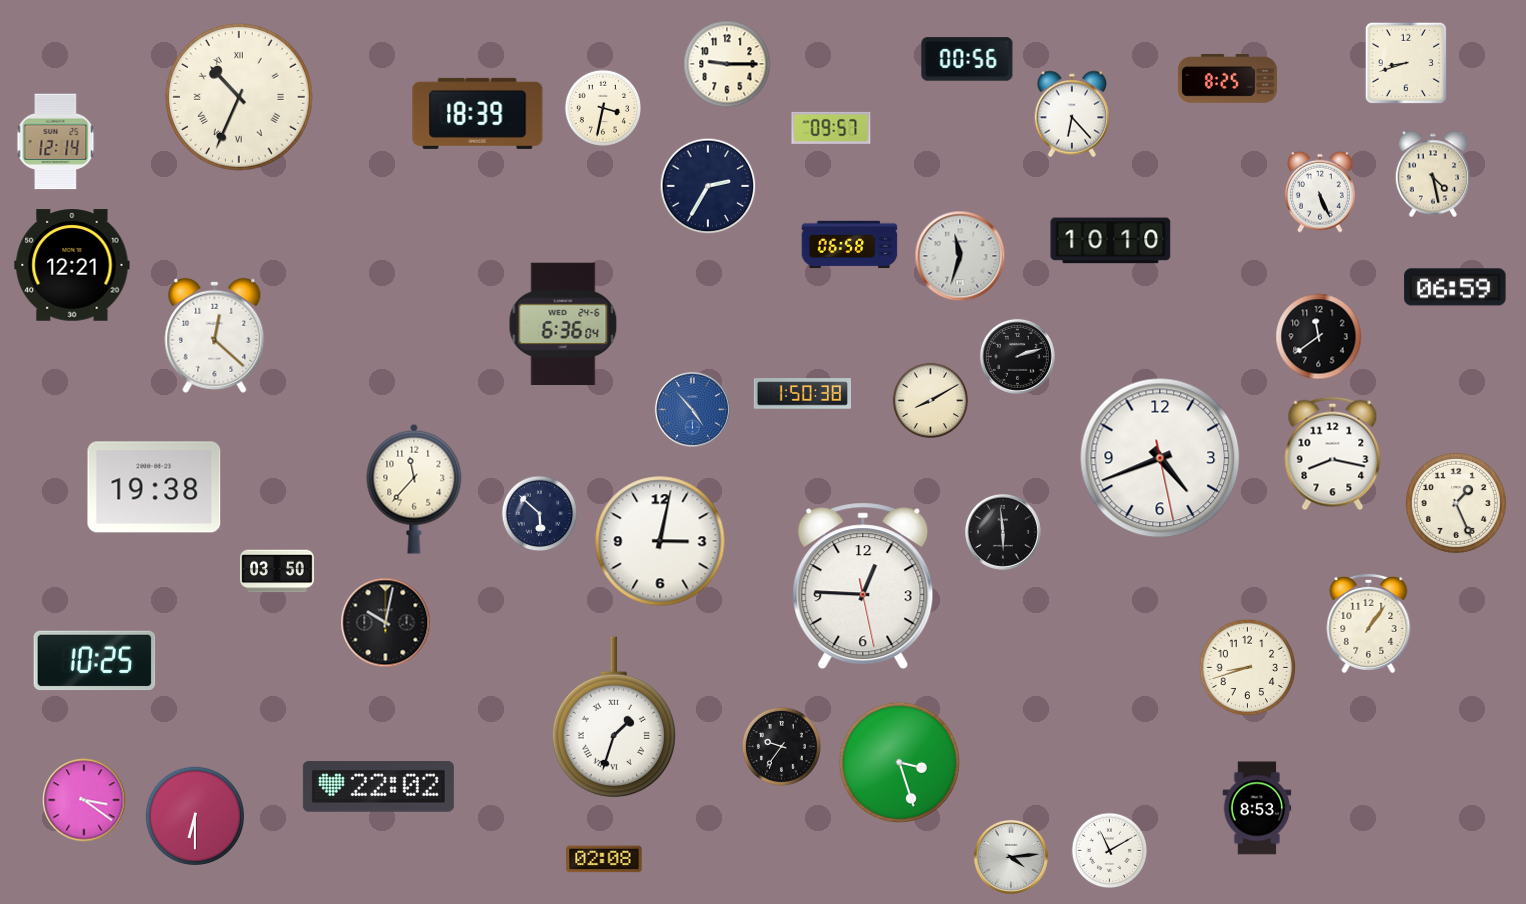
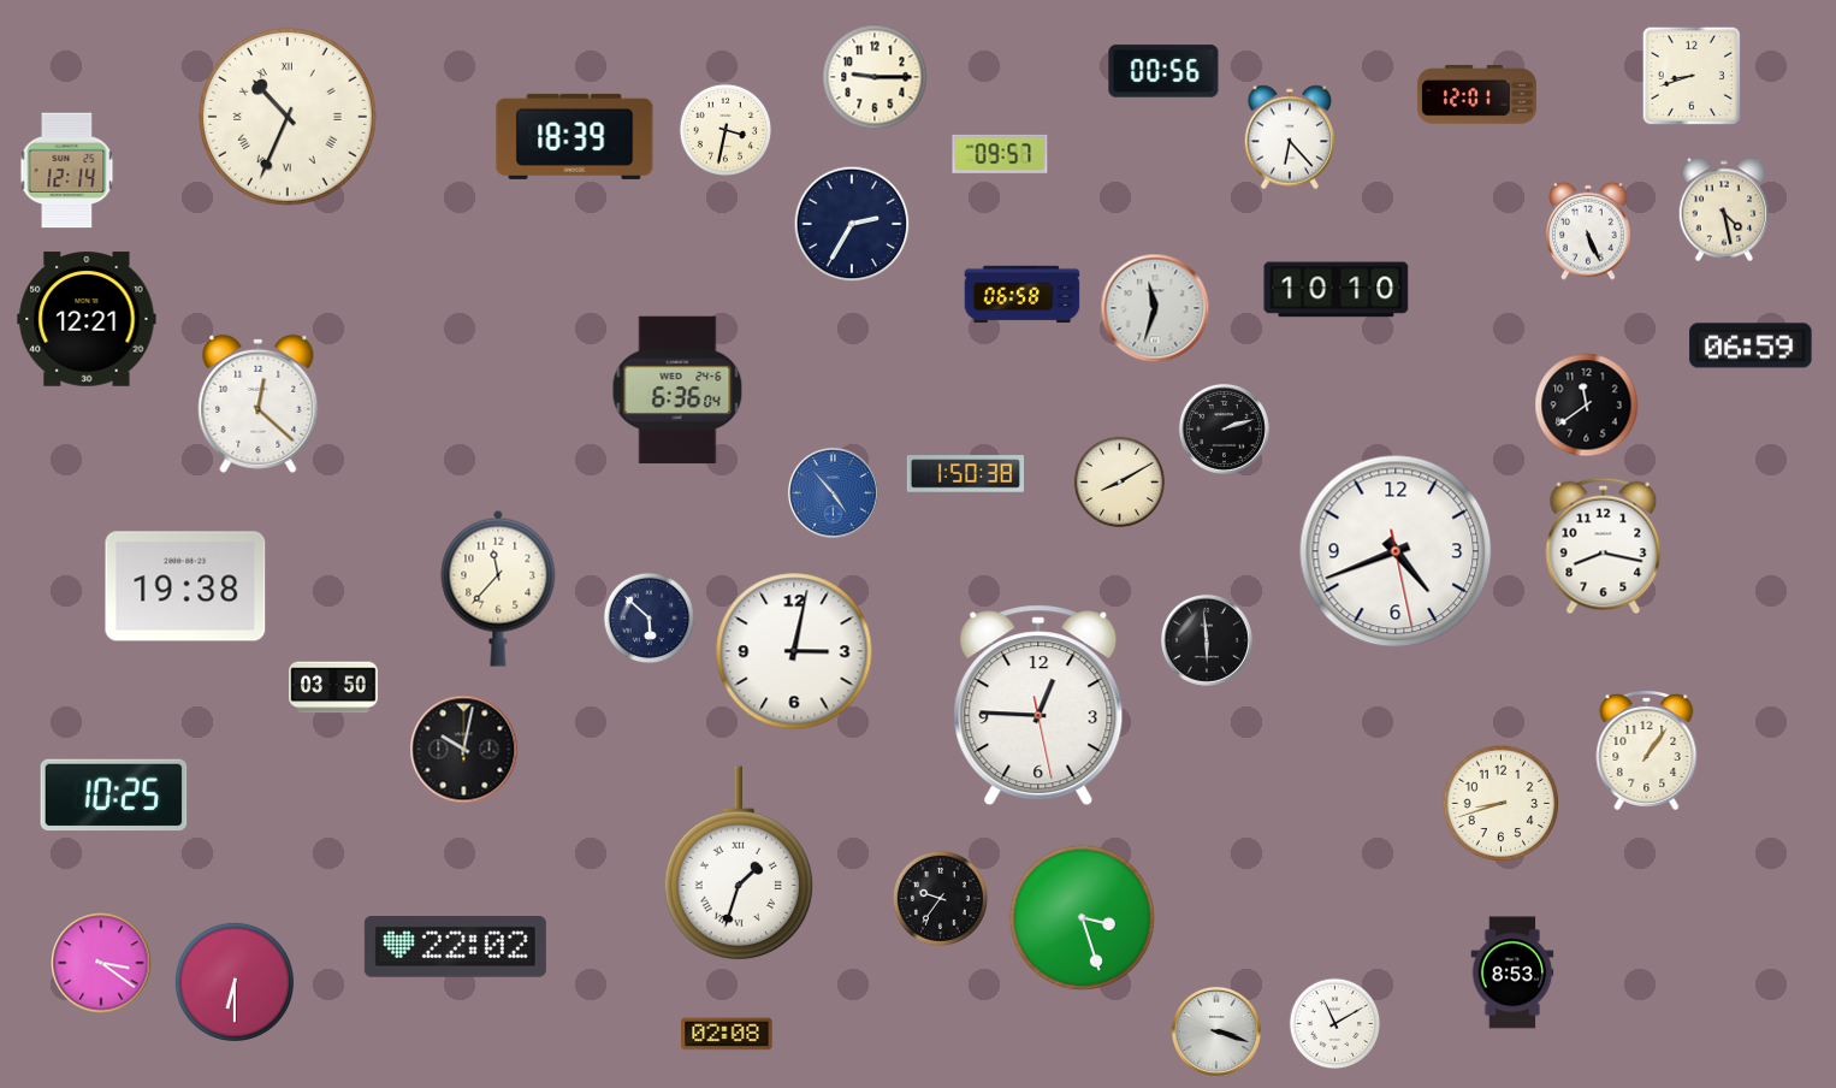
clock at (1227, 78): 8:25 -> 12:01
clock at (1456, 503): 1:26 -> none
clock at (1011, 857): 4:14 -> 3:18
